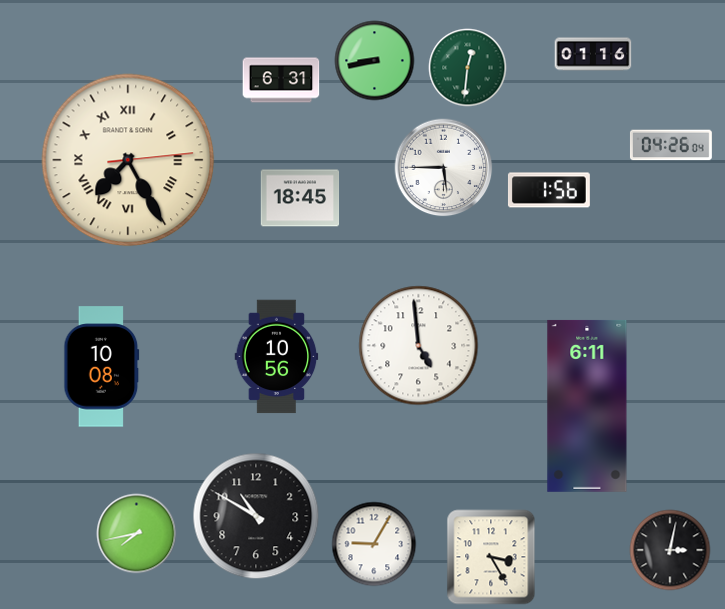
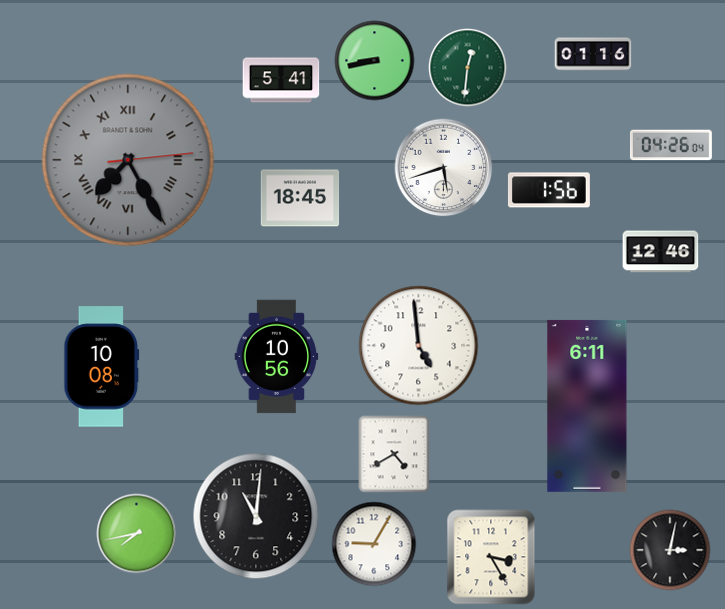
clock at (281, 80): 6:31 -> 5:41
clock at (128, 160) dial: cream -> grey
clock at (444, 168): 5:45 -> 5:42
clock at (661, 252): none -> 12:46
clock at (394, 454): none -> 4:40
clock at (256, 516): 10:50 -> 11:01
